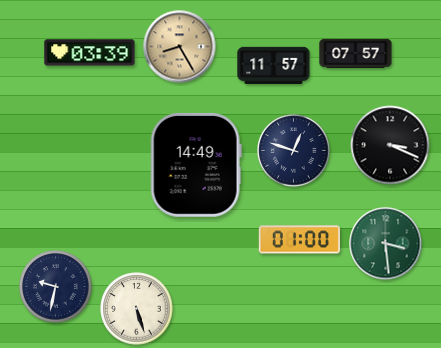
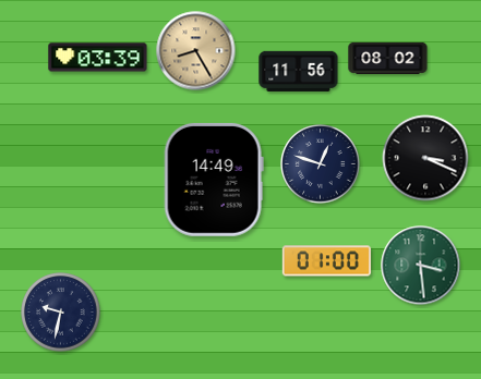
clock at (356, 53): 07:57 -> 08:02
clock at (274, 65): 11:57 -> 11:56
clock at (137, 309): 5:27 -> none
